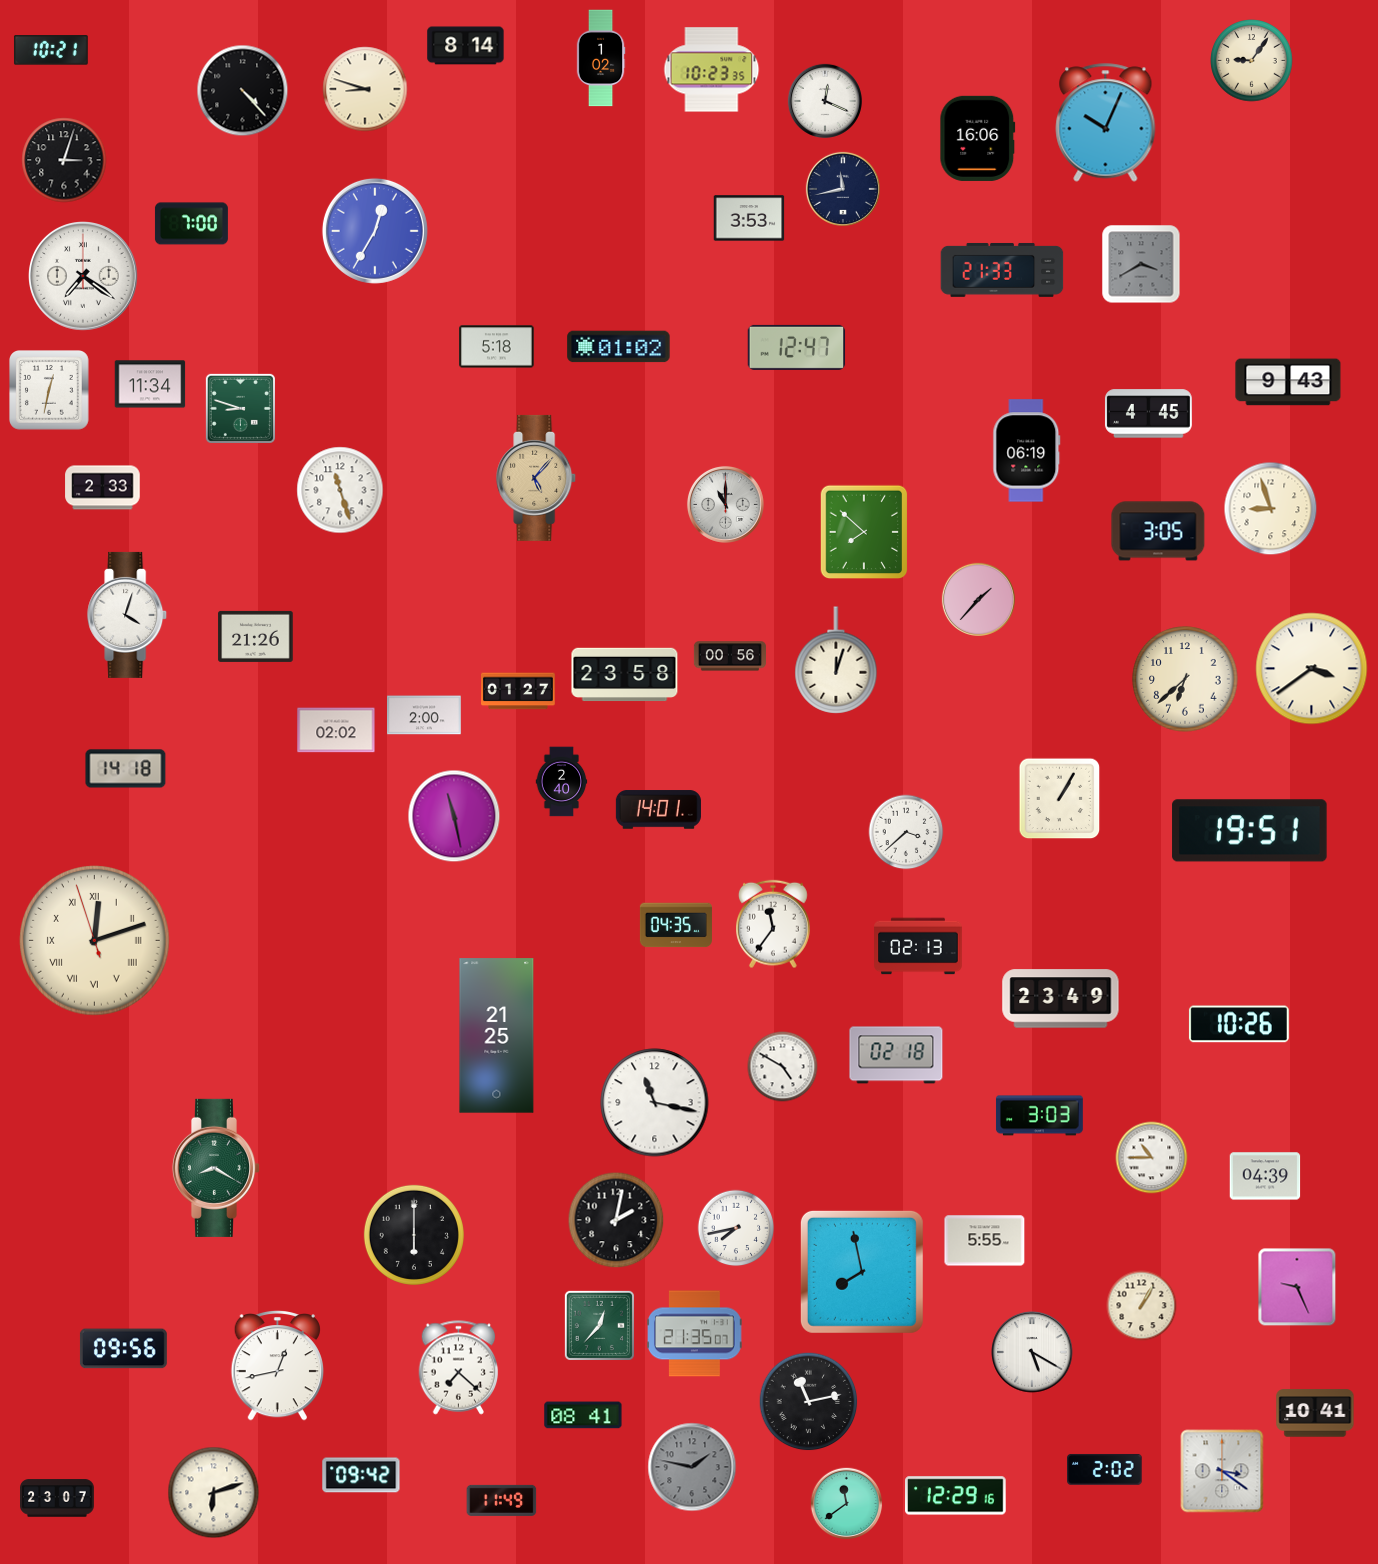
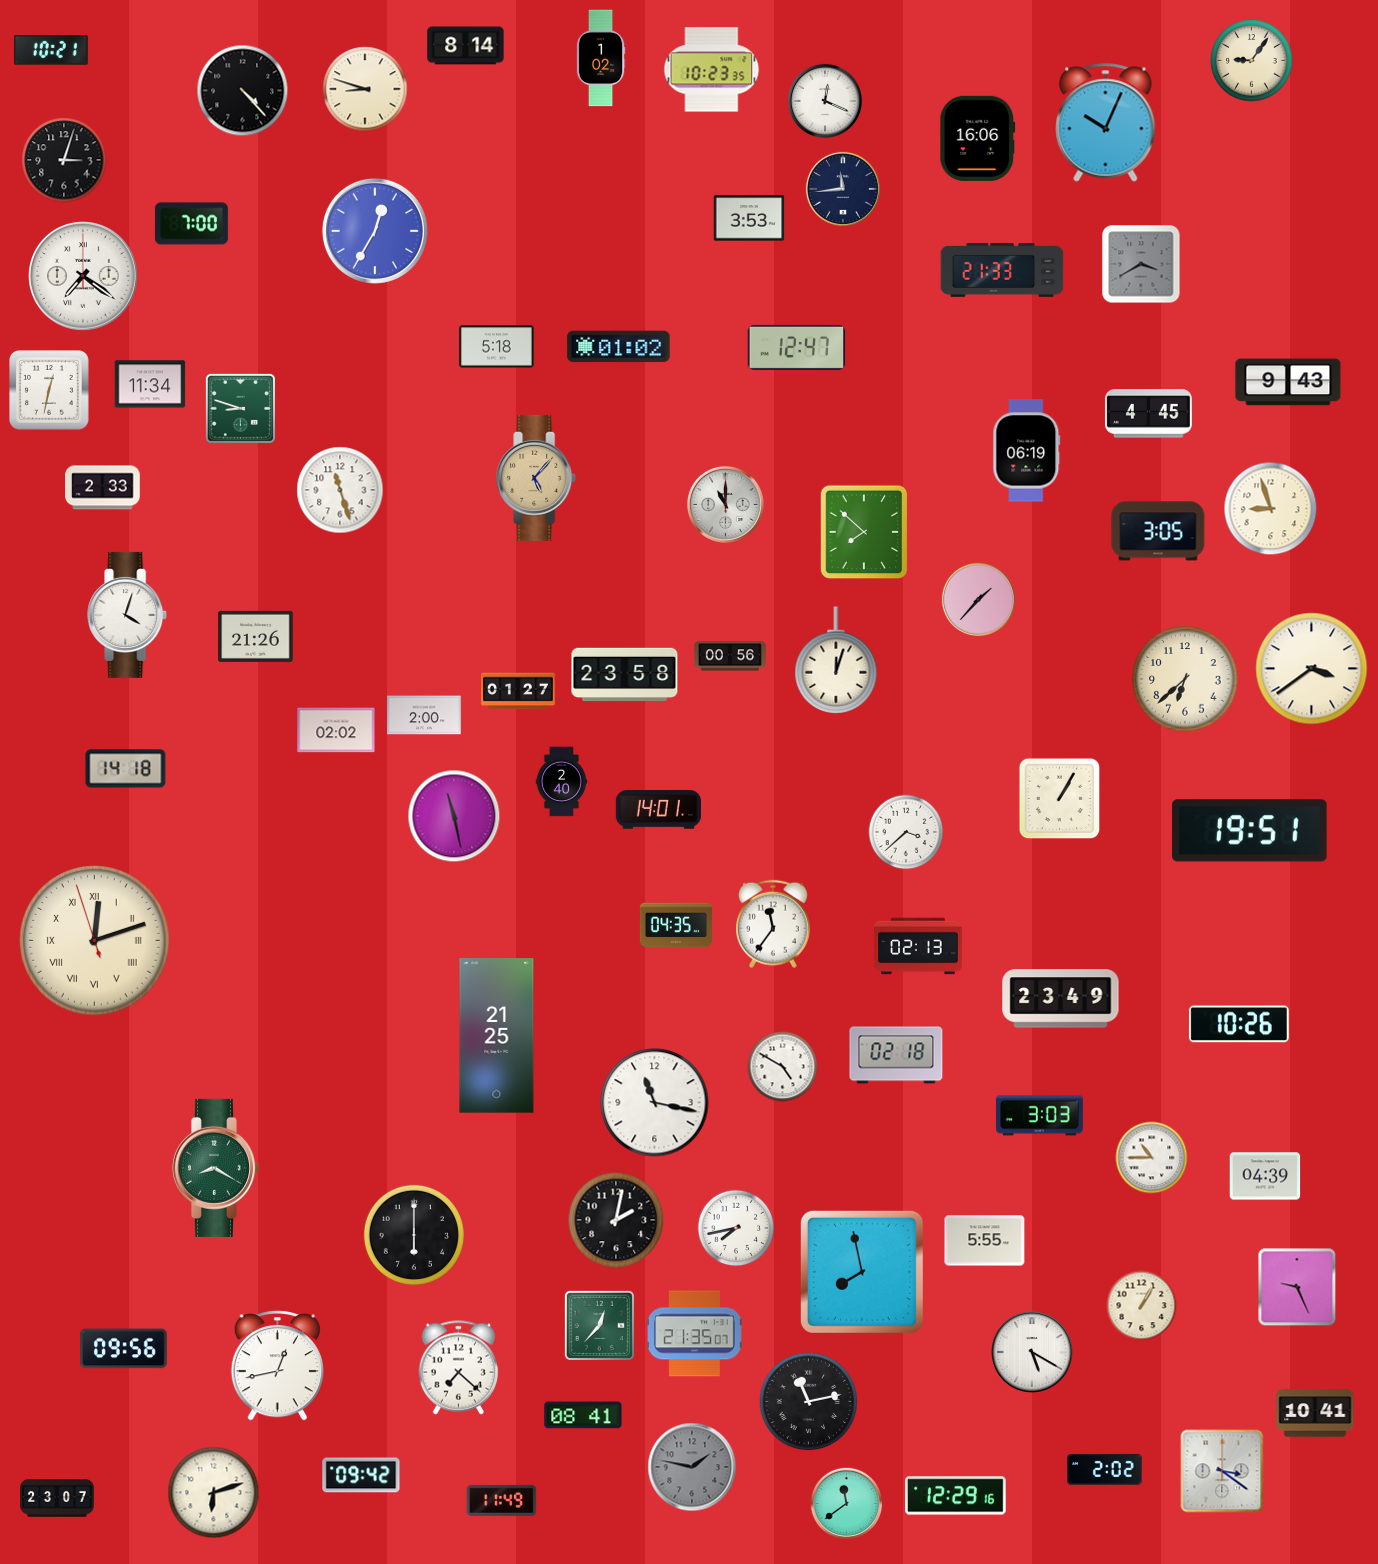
clock at (843, 189): 11:43 -> 11:44
